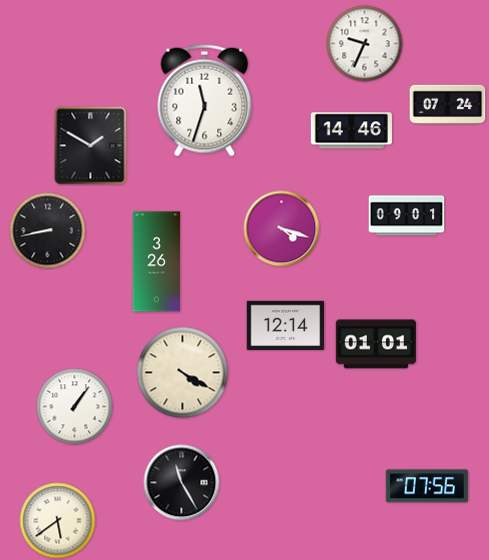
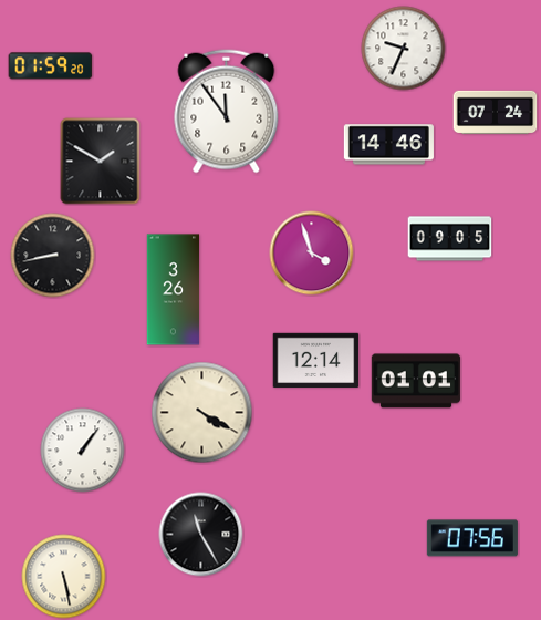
clock at (51, 66): none -> 01:59
clock at (205, 101): 11:33 -> 11:54
clock at (448, 105) position: (448, 105) -> (496, 113)
clock at (407, 216): 09:01 -> 09:05
clock at (282, 229): 4:18 -> 3:57
clock at (58, 521): 5:39 -> 5:28
